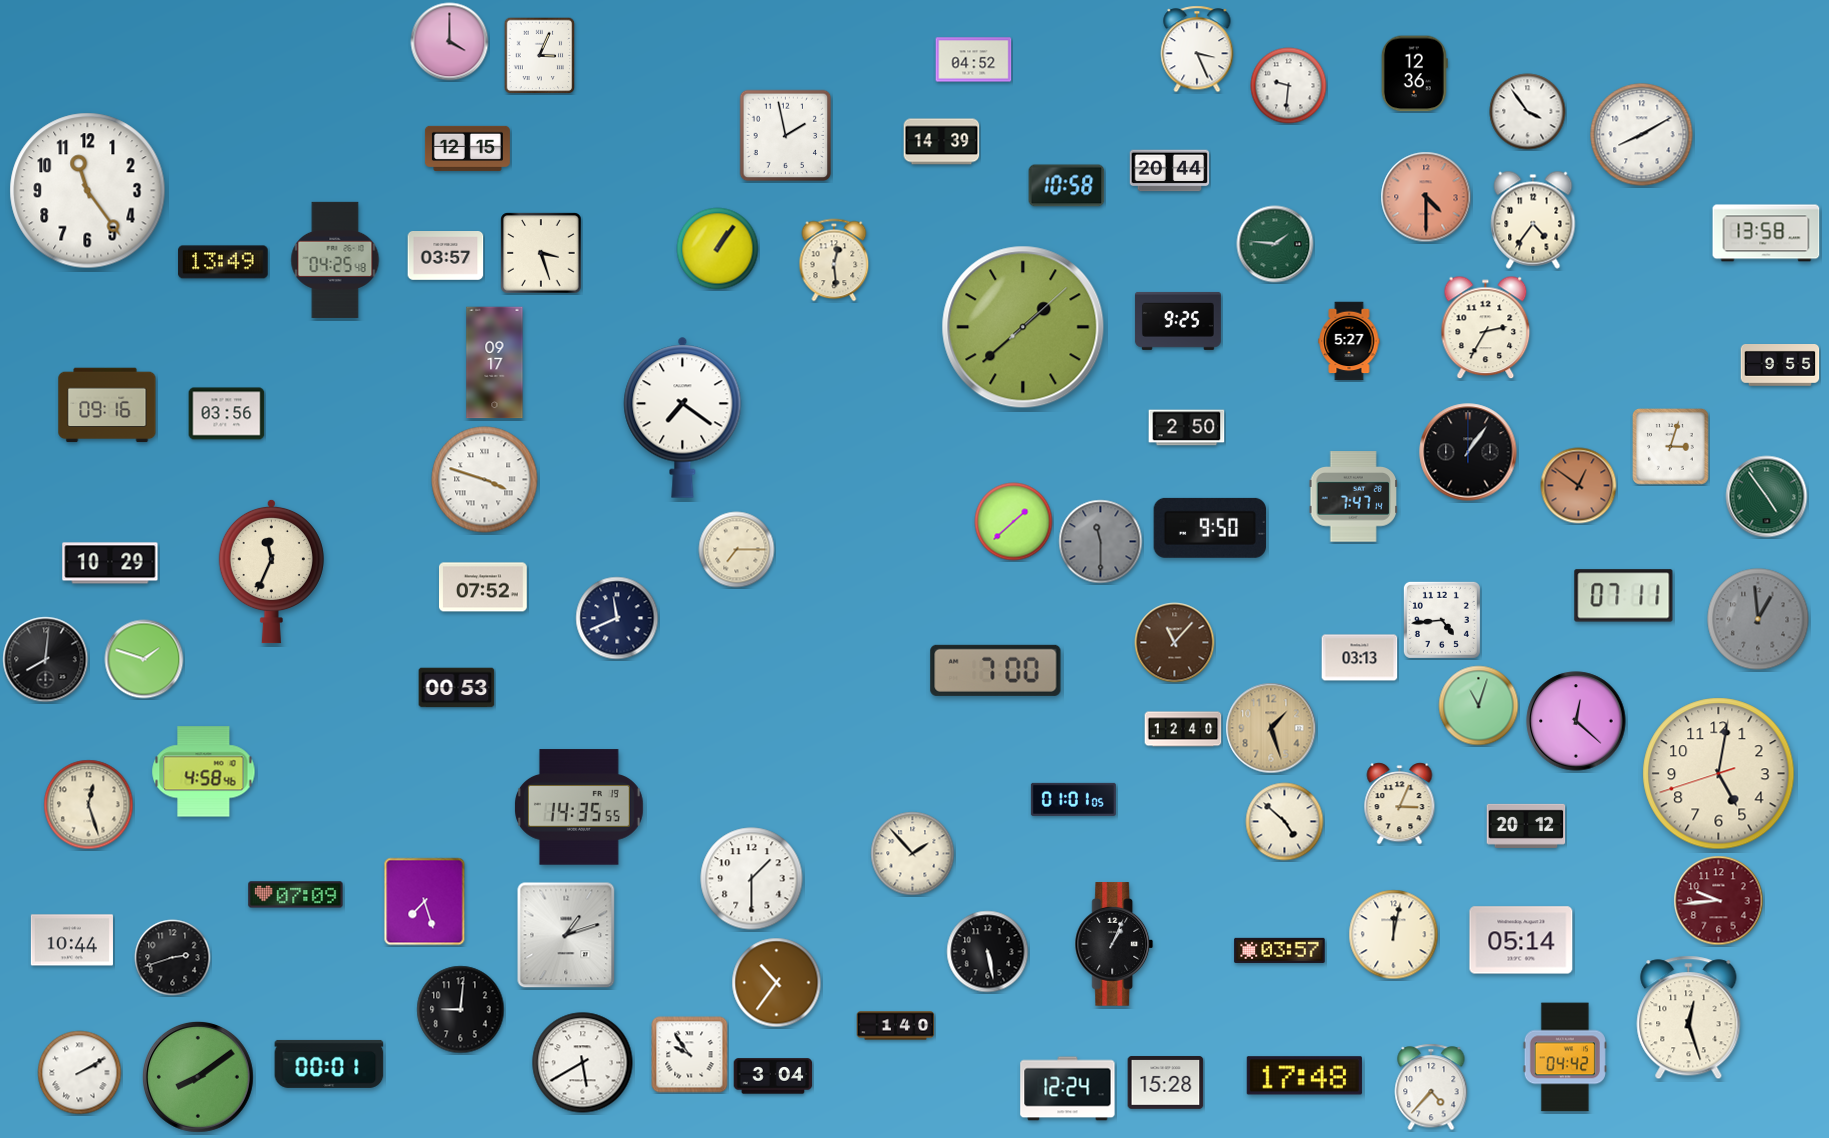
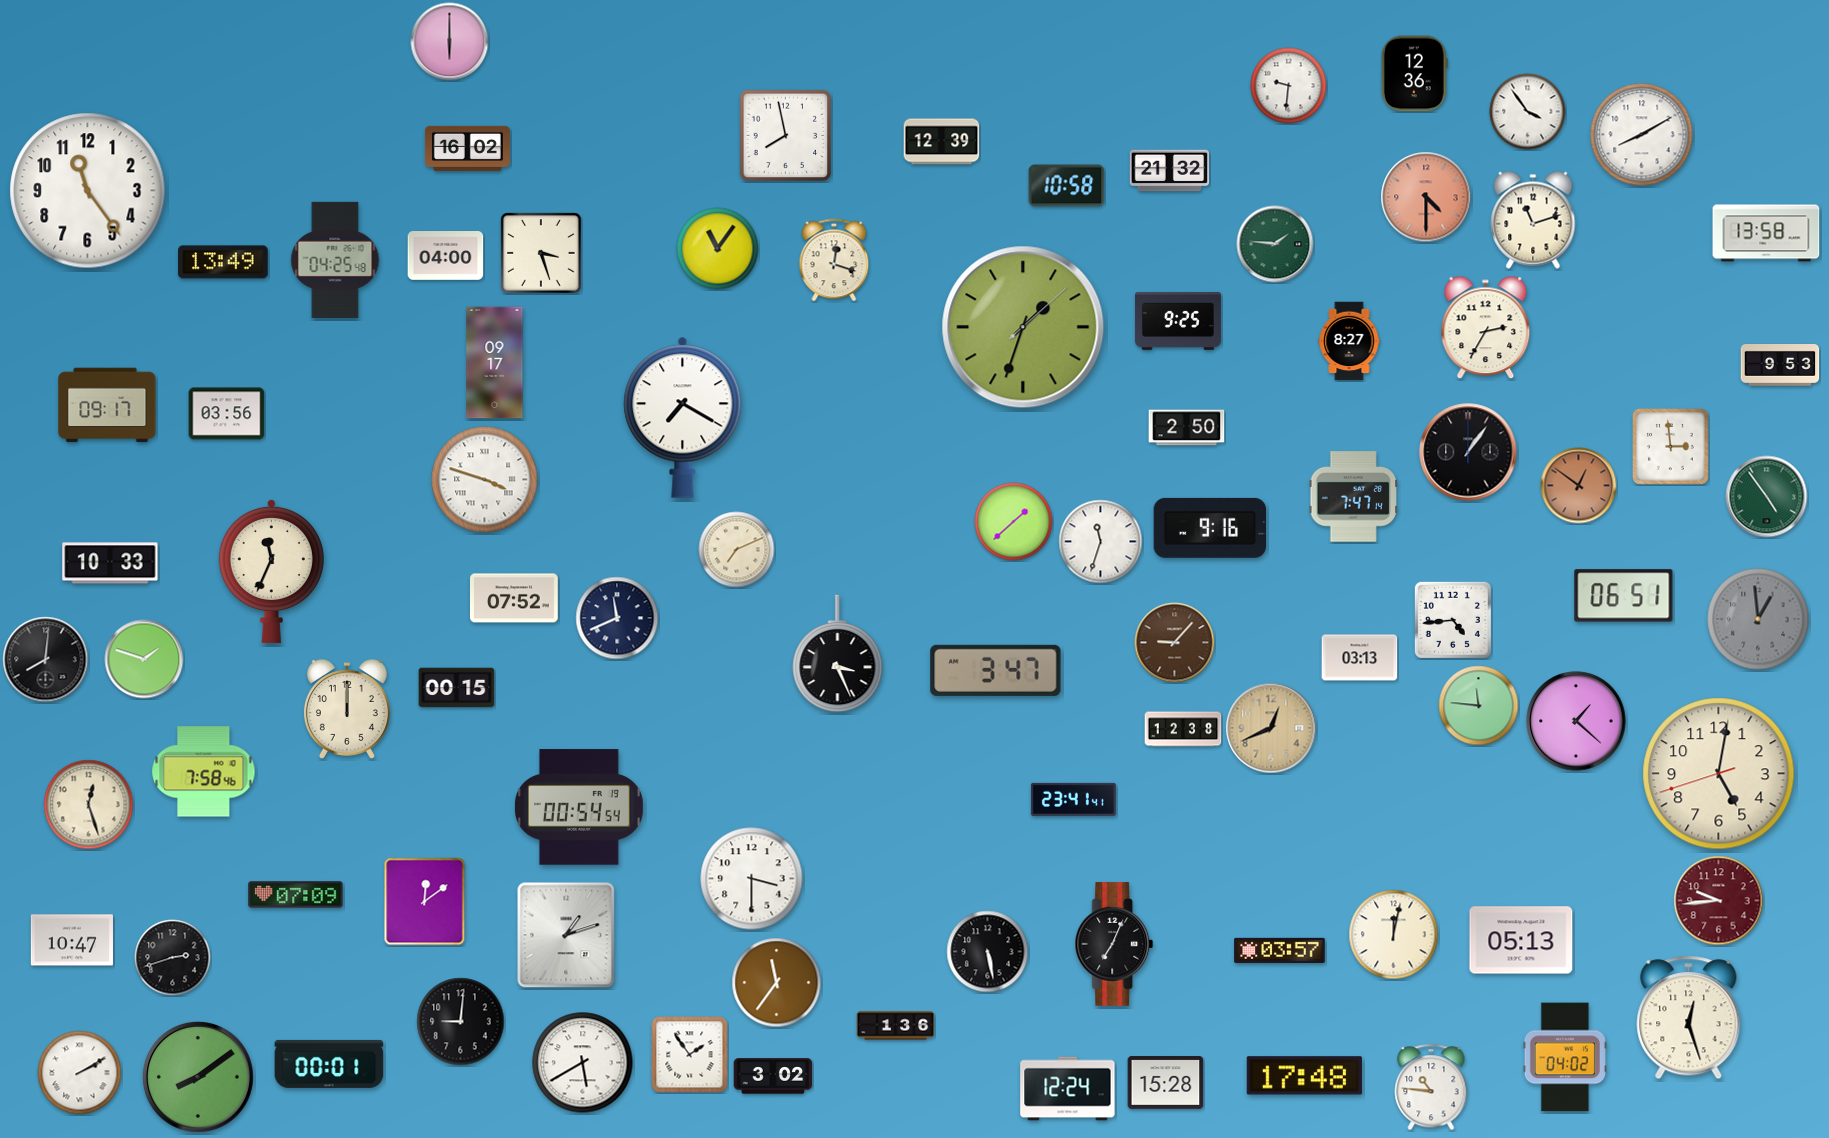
clock at (450, 42): 4:00 -> 6:00
clock at (1197, 49): 3:26 -> none
clock at (540, 55): 3:04 -> none
clock at (974, 60): 04:52 -> none
clock at (786, 136): 1:58 -> 7:58
clock at (942, 142): 14:39 -> 12:39
clock at (467, 148): 12:15 -> 16:02
clock at (1170, 171): 20:44 -> 21:32
clock at (1533, 220): 4:36 -> 11:12
clock at (718, 249): 1:06 -> 11:06
clock at (446, 256): 03:57 -> 04:00
clock at (834, 260): 12:29 -> 12:18
clock at (1023, 327): 1:38 -> 1:33
clock at (1349, 341): 5:27 -> 8:27
clock at (1780, 366): 9:55 -> 9:53
clock at (107, 405): 09:16 -> 09:17
clock at (683, 417): 7:21 -> 7:20
clock at (1671, 447): 3:03 -> 2:59
clock at (1209, 528): 9:50 -> 9:16
clock at (1101, 542): 11:30 -> 11:33
clock at (1101, 542) dial: grey -> white
clock at (737, 550): 7:15 -> 7:11
clock at (110, 563): 10:29 -> 10:33
clock at (484, 587) position: (484, 587) -> (515, 598)
clock at (1624, 596): 07:11 -> 06:51
clock at (1442, 620) position: (1442, 620) -> (1453, 620)
clock at (1175, 643): 11:07 -> 9:07
clock at (838, 654): none -> 3:26
clock at (996, 670): 7:00 -> 3:47
clock at (457, 688): 00:53 -> 00:15
clock at (1479, 706): 11:03 -> 11:46
clock at (347, 709): none -> 12:00
clock at (1576, 721): 12:22 -> 1:22
clock at (1271, 728): 1:27 -> 12:41
clock at (1183, 729): 12:40 -> 12:38
clock at (204, 772): 4:58 -> 7:58
clock at (1073, 799): 01:01 -> 23:41
clock at (1400, 804): 3:04 -> none
clock at (580, 807): 14:35 -> 00:54
clock at (1285, 822): 4:52 -> none
clock at (1526, 826): 20:12 -> none
clock at (913, 854): 1:53 -> none
clock at (752, 879): 1:30 -> 3:30
clock at (425, 902): 7:27 -> 12:09
clock at (72, 940): 10:44 -> 10:47
clock at (1521, 940): 05:14 -> 05:13
clock at (1114, 944): 1:04 -> 7:04
clock at (777, 983): 10:36 -> 11:36
clock at (461, 1010) position: (461, 1010) -> (461, 1022)
clock at (896, 1026): 1:40 -> 1:36
clock at (690, 1055): 9:54 -> 1:54
clock at (1565, 1057): 04:42 -> 04:02
clock at (773, 1076): 3:04 -> 3:02
clock at (1431, 1087): 4:37 -> 10:46
